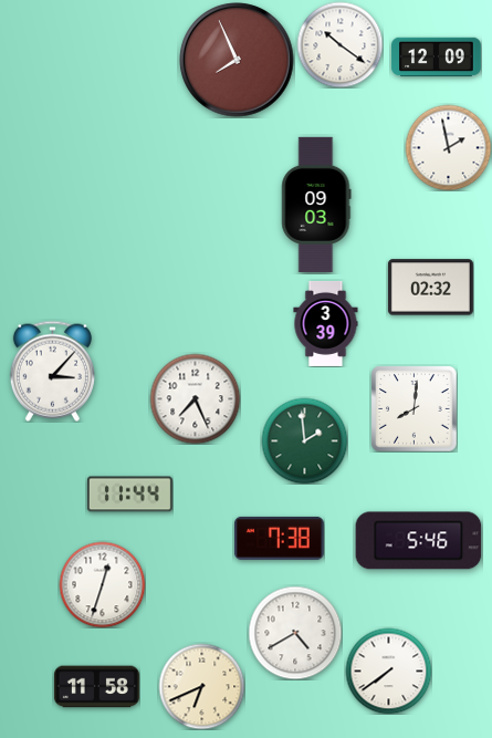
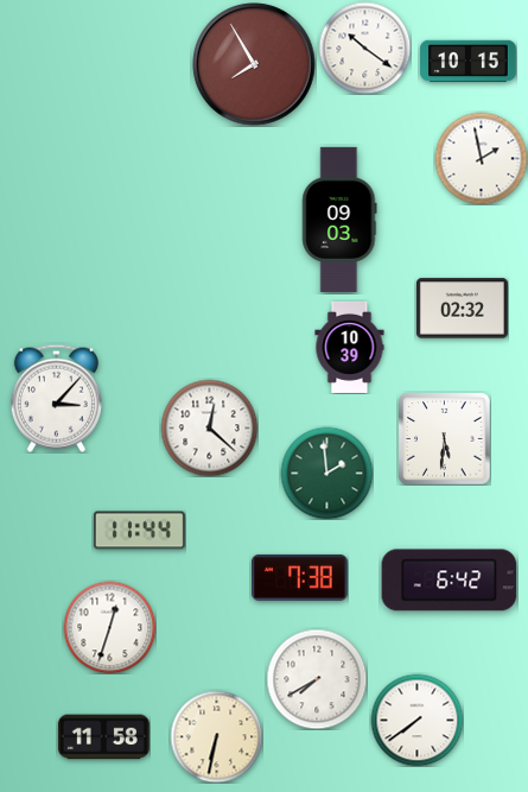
clock at (437, 58): 12:09 -> 10:15
clock at (237, 60): 7:56 -> 7:55
clock at (326, 323): 3:39 -> 10:39
clock at (195, 398): 7:26 -> 12:22
clock at (414, 408): 8:01 -> 5:31
clock at (419, 541): 5:46 -> 6:42
clock at (295, 633): 4:40 -> 7:40
clock at (201, 686): 6:41 -> 6:32
